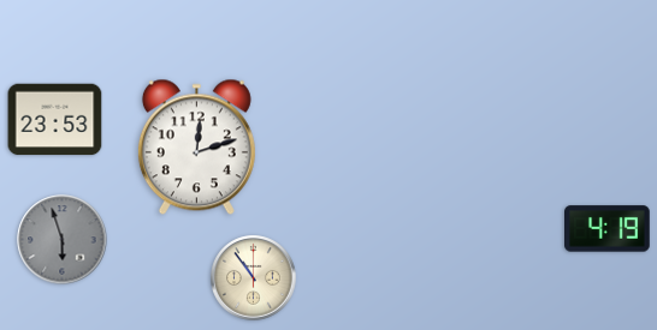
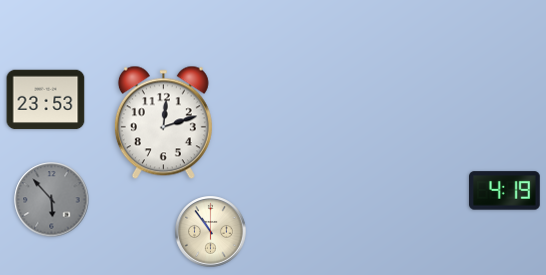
clock at (63, 240): 5:57 -> 5:53
